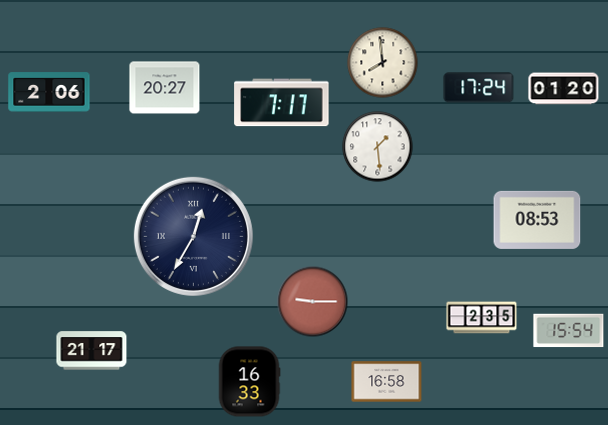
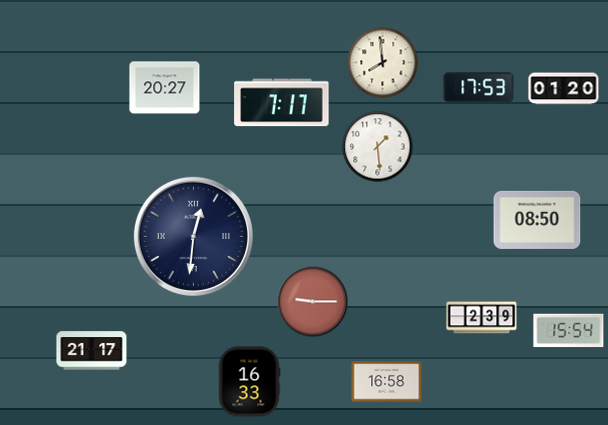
clock at (479, 88): 17:24 -> 17:53
clock at (49, 92): 2:06 -> none
clock at (537, 220): 08:53 -> 08:50
clock at (193, 236): 12:35 -> 12:31
clock at (482, 318): 2:35 -> 2:39
